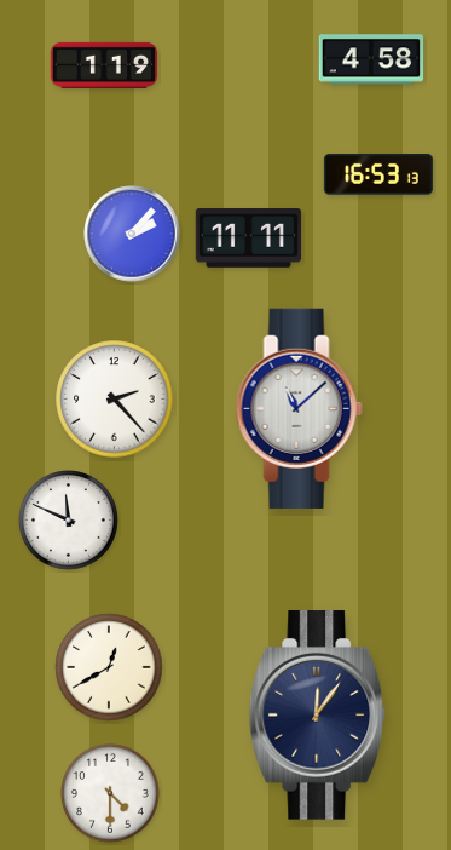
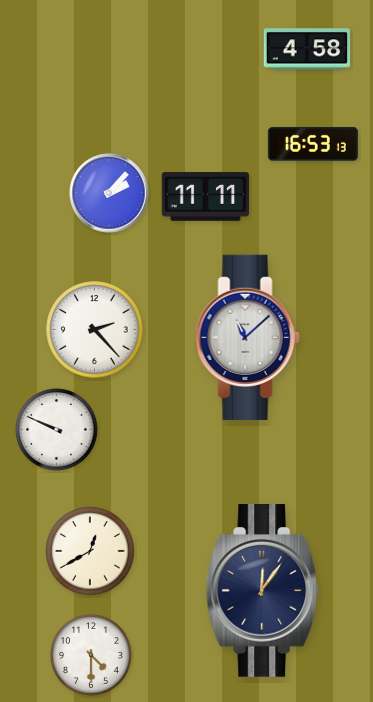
clock at (103, 65): 1:19 -> none
clock at (69, 521): 11:49 -> 9:49
